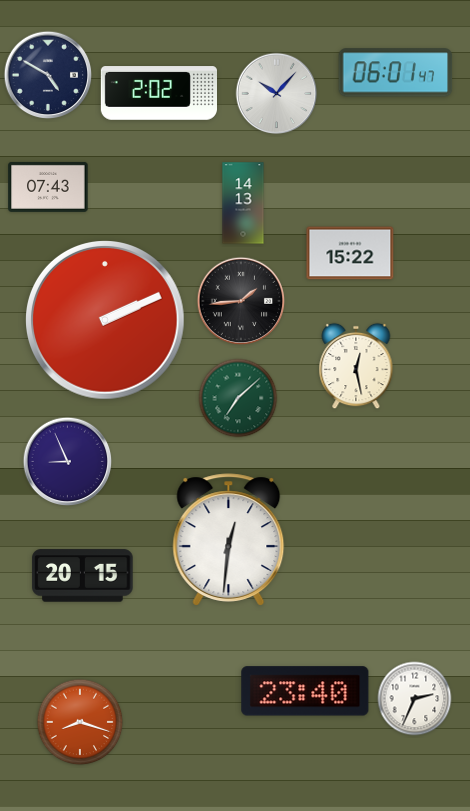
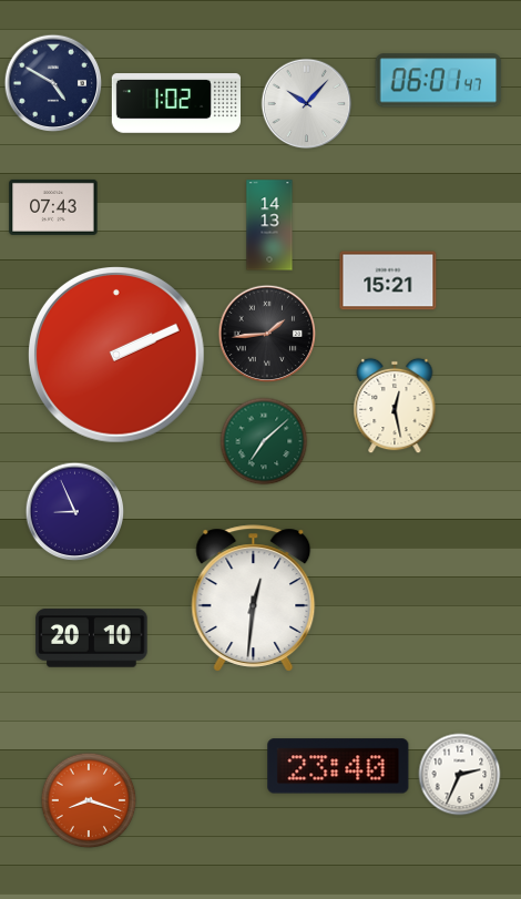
clock at (158, 93): 2:02 -> 1:02
clock at (350, 253): 15:22 -> 15:21
clock at (83, 576): 20:15 -> 20:10
